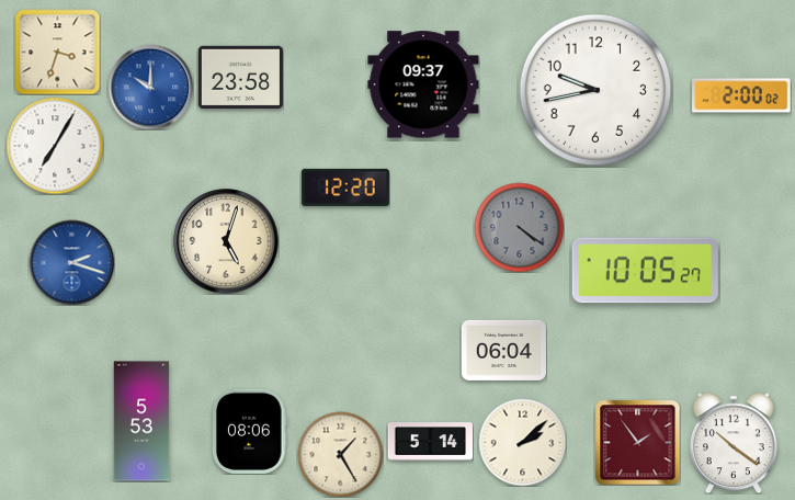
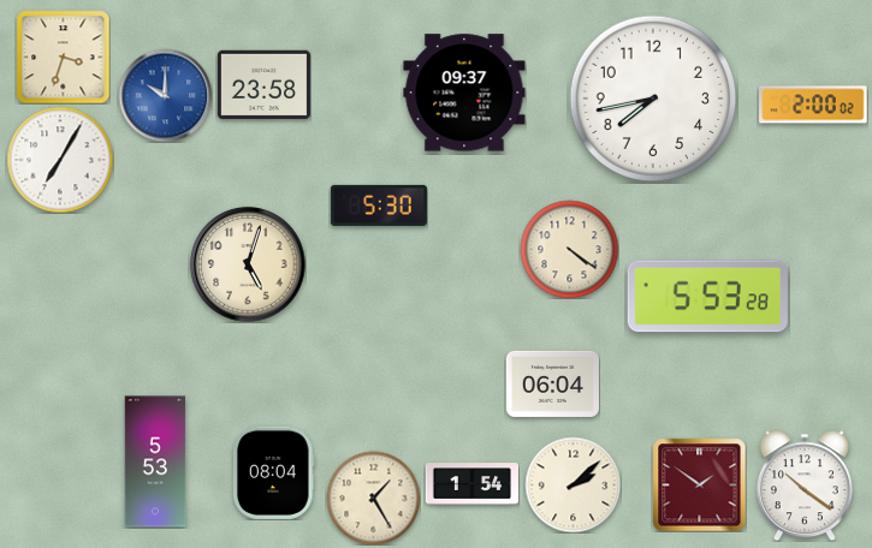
clock at (595, 90): 9:43 -> 7:43
clock at (345, 187): 12:20 -> 5:30
clock at (519, 227) dial: grey -> cream
clock at (71, 262): 2:18 -> none
clock at (645, 271): 10:05 -> 5:53
clock at (250, 431): 08:06 -> 08:04
clock at (430, 442): 5:14 -> 1:54
clock at (637, 442): 1:54 -> 1:51
